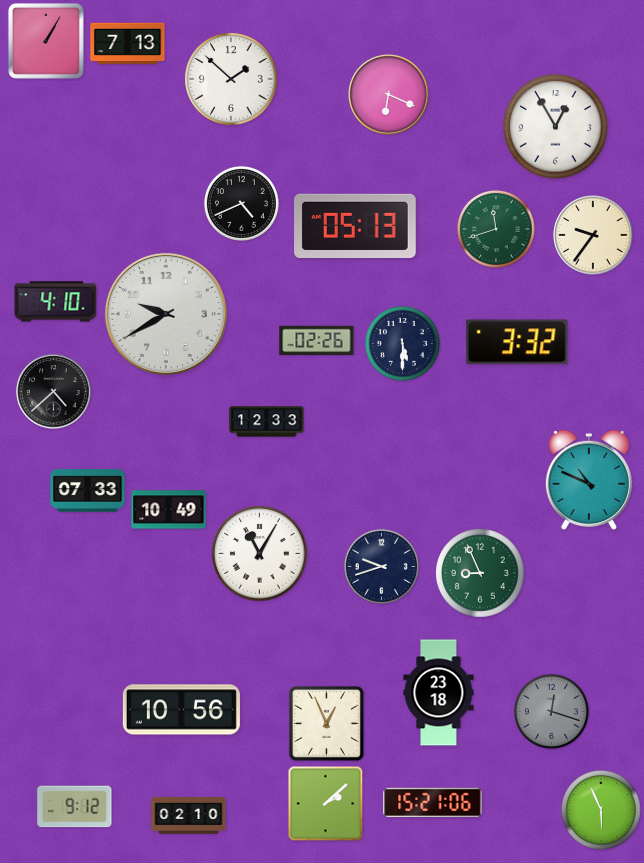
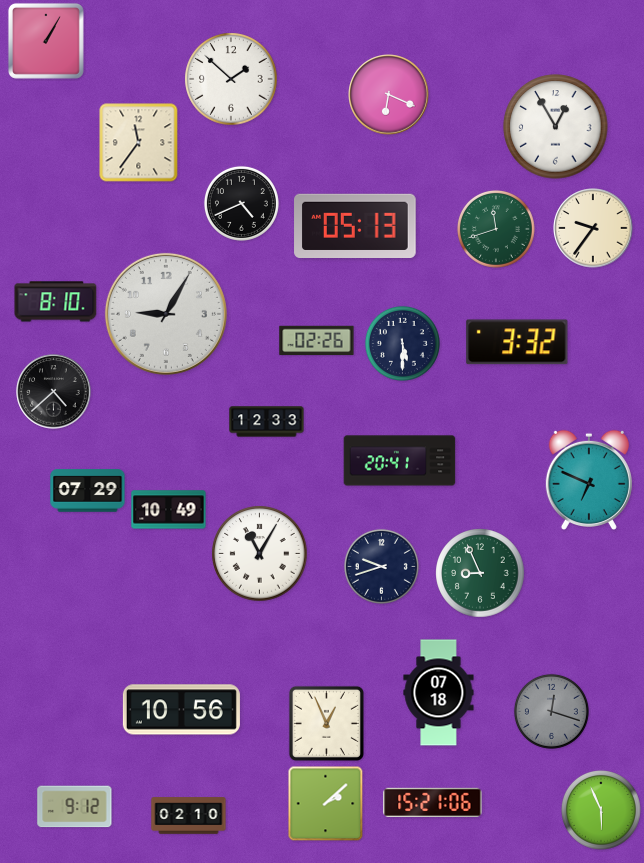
clock at (128, 44): 7:13 -> none
clock at (139, 143): none -> 11:36
clock at (593, 235) position: (593, 235) -> (593, 228)
clock at (56, 302): 4:10 -> 8:10
clock at (166, 314): 9:40 -> 9:05
clock at (400, 461): none -> 20:41
clock at (589, 479): 10:49 -> 6:49
clock at (88, 491): 07:33 -> 07:29
clock at (439, 693): 23:18 -> 07:18
